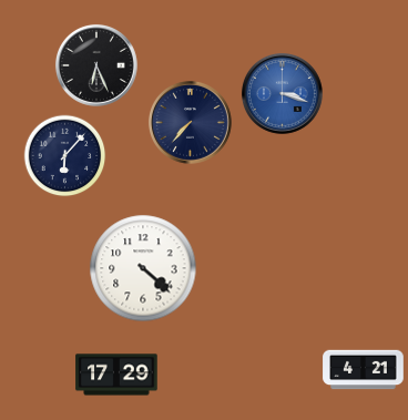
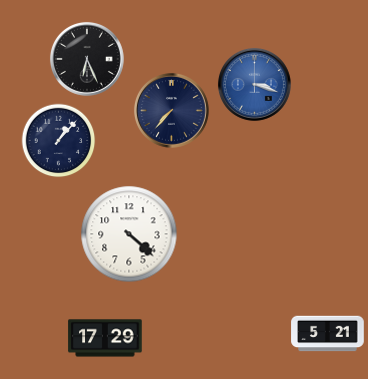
clock at (65, 156): 6:07 -> 1:07
clock at (143, 268) position: (143, 268) -> (129, 234)
clock at (364, 370): 4:21 -> 5:21
